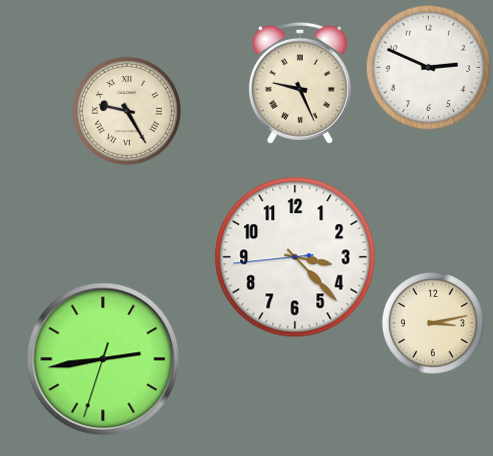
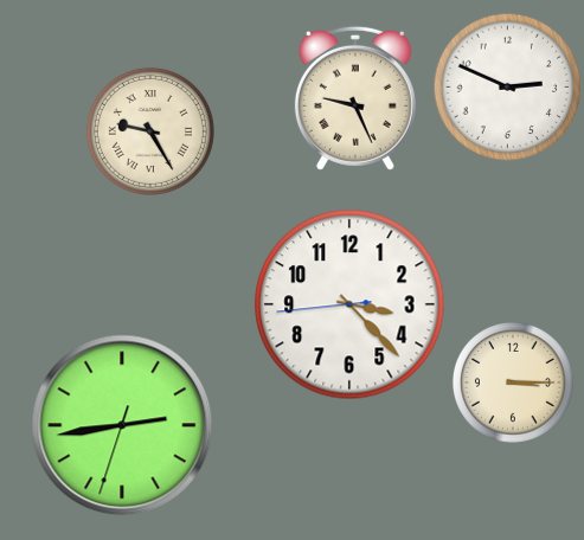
clock at (428, 67) position: (428, 67) -> (507, 86)
clock at (433, 323): 3:13 -> 3:15
